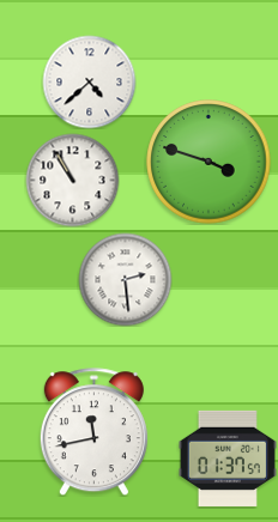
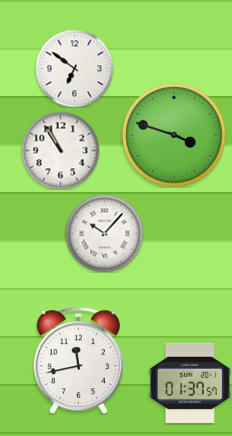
clock at (89, 81): 4:38 -> 6:51
clock at (125, 279): 2:29 -> 10:07
